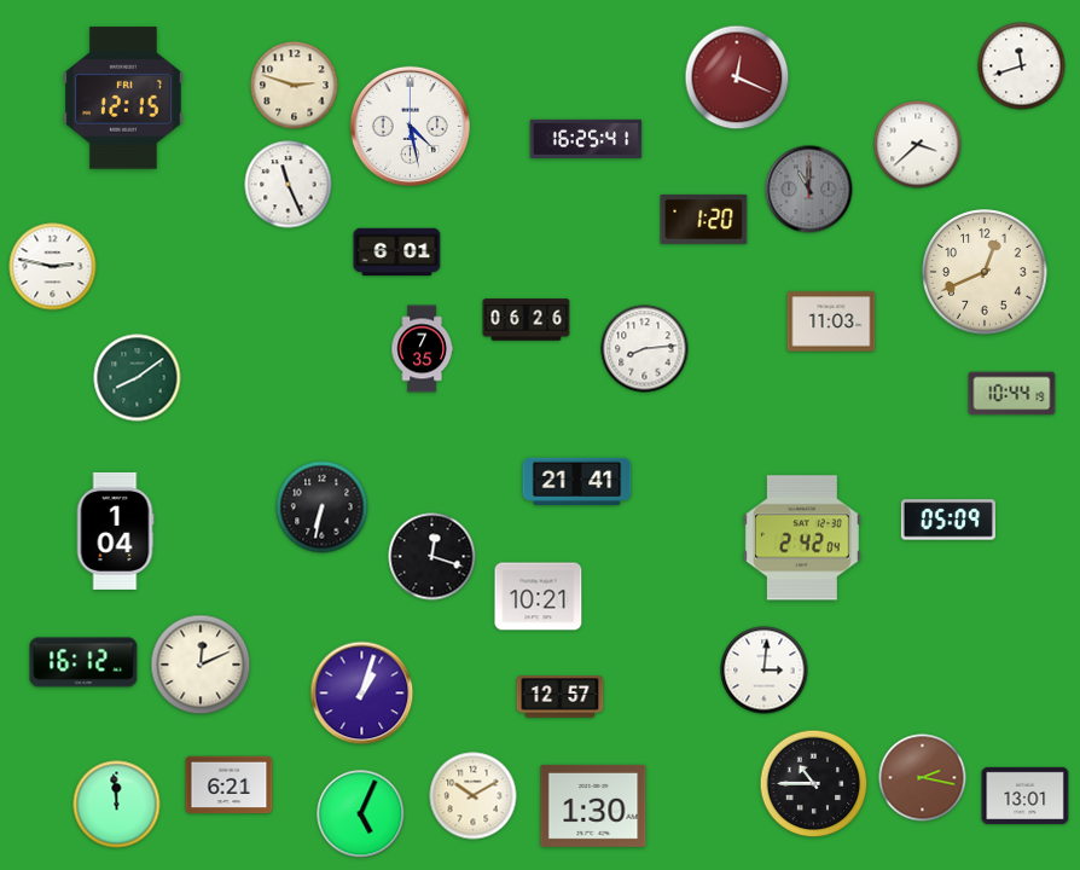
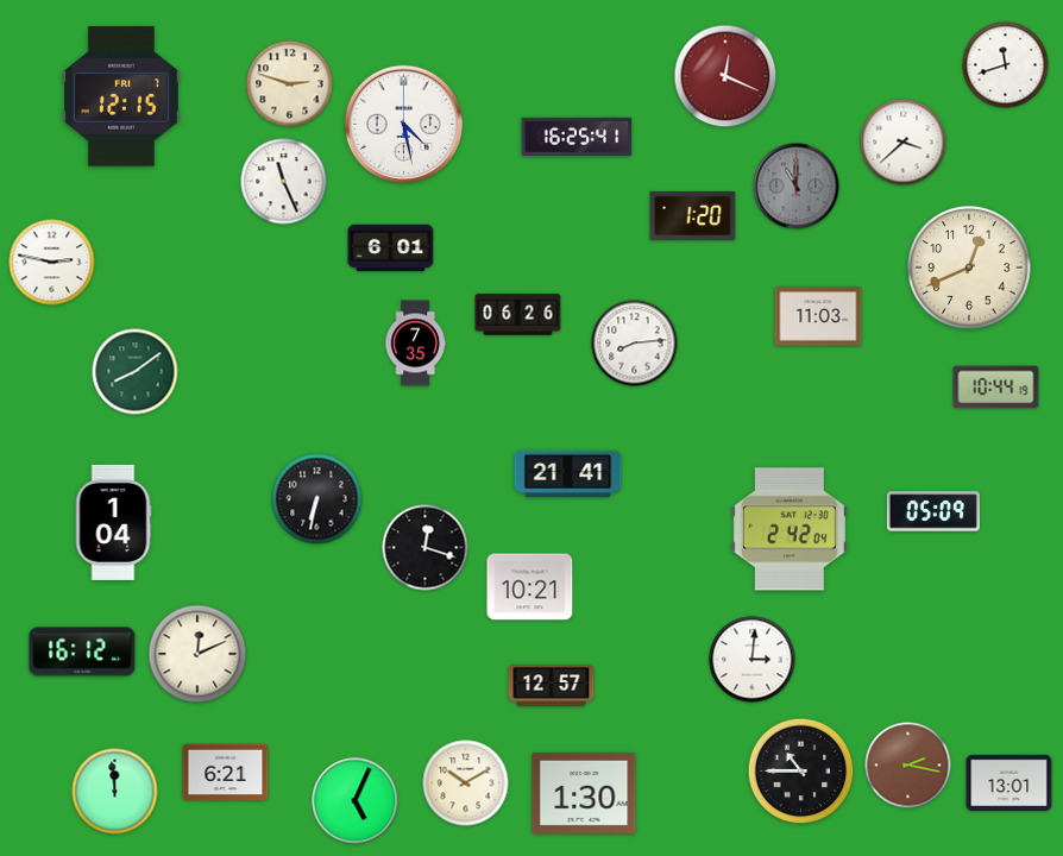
clock at (362, 694): 1:03 -> none
